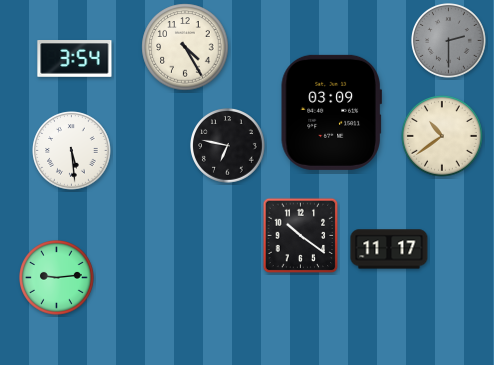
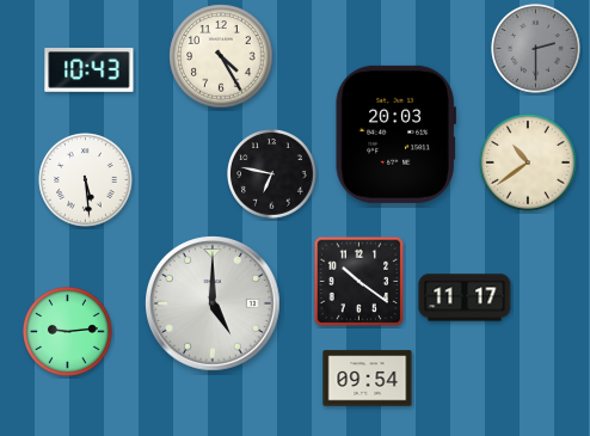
clock at (75, 59): 3:54 -> 10:43
clock at (331, 112): 03:09 -> 20:03
clock at (214, 305): none -> 5:00
clock at (368, 379): none -> 09:54
